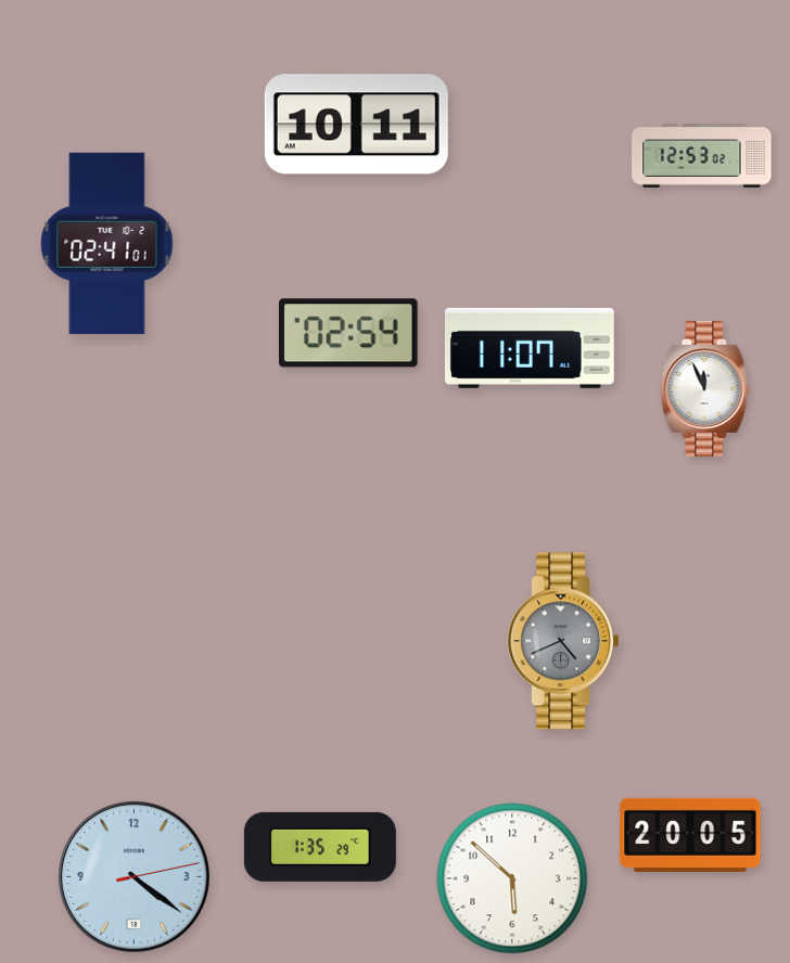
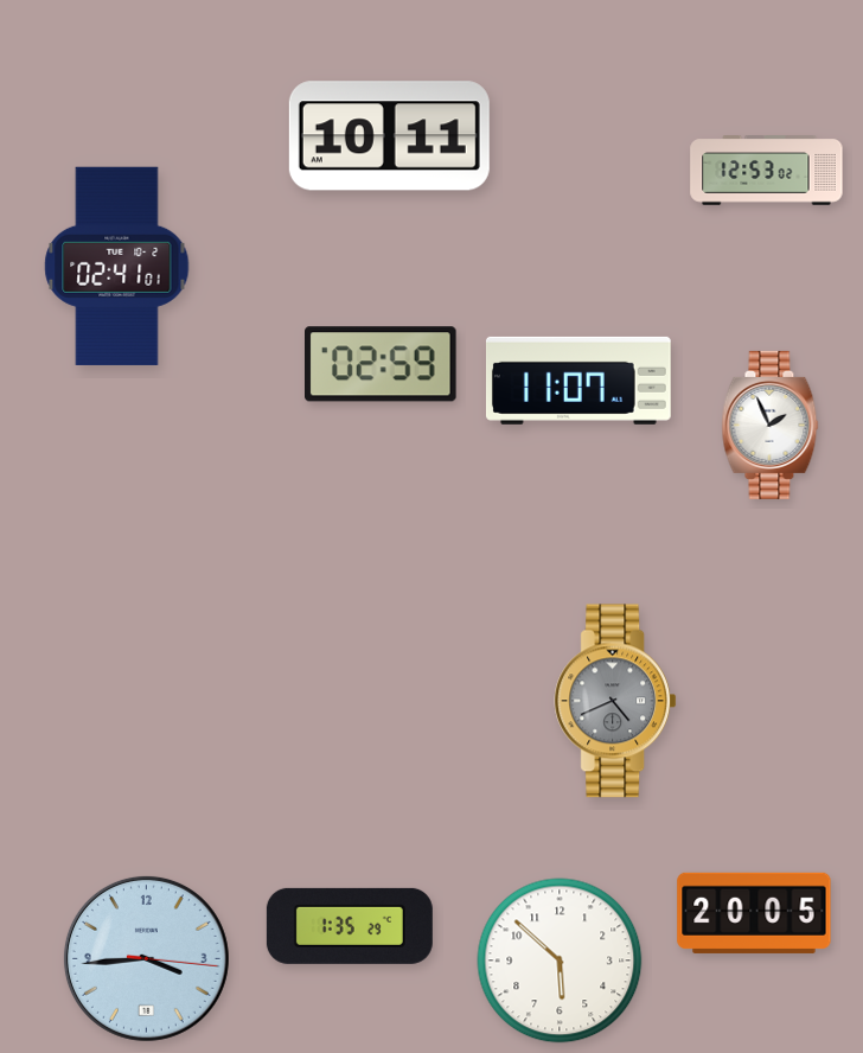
clock at (349, 333): 02:54 -> 02:59
clock at (705, 388): 11:56 -> 1:56
clock at (133, 876): 4:21 -> 3:44
